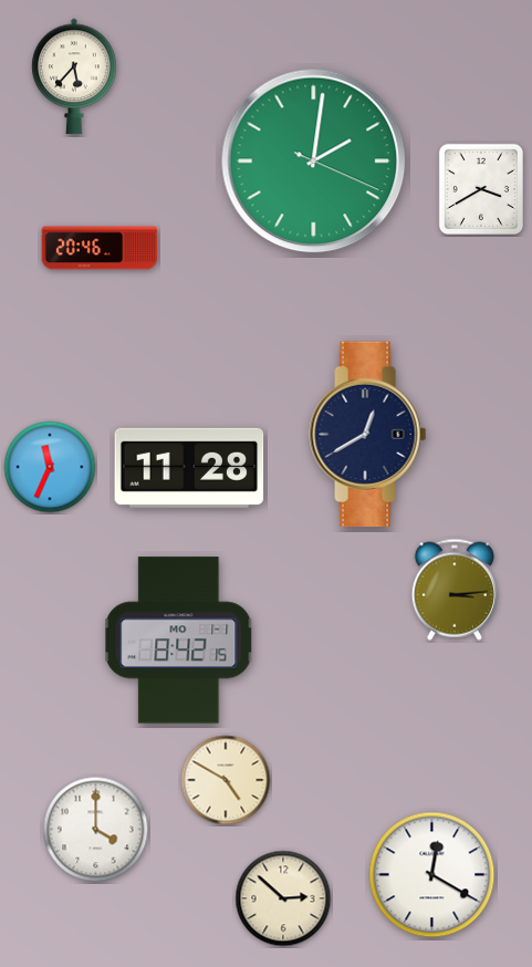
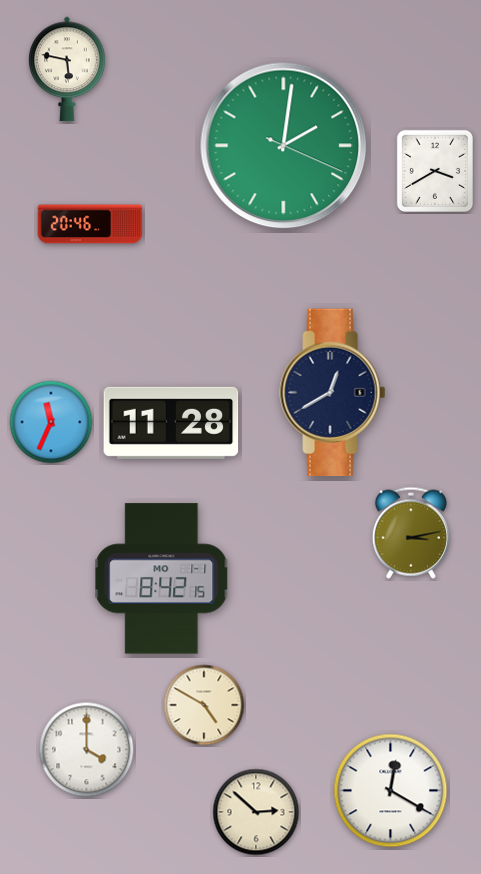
clock at (74, 76): 5:37 -> 5:47
clock at (50, 467) position: (50, 467) -> (51, 422)
clock at (455, 590): 3:14 -> 3:13
